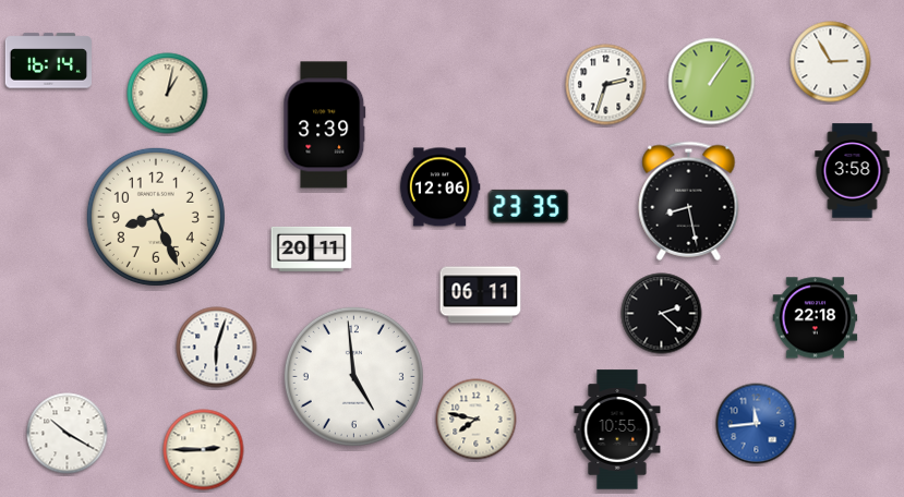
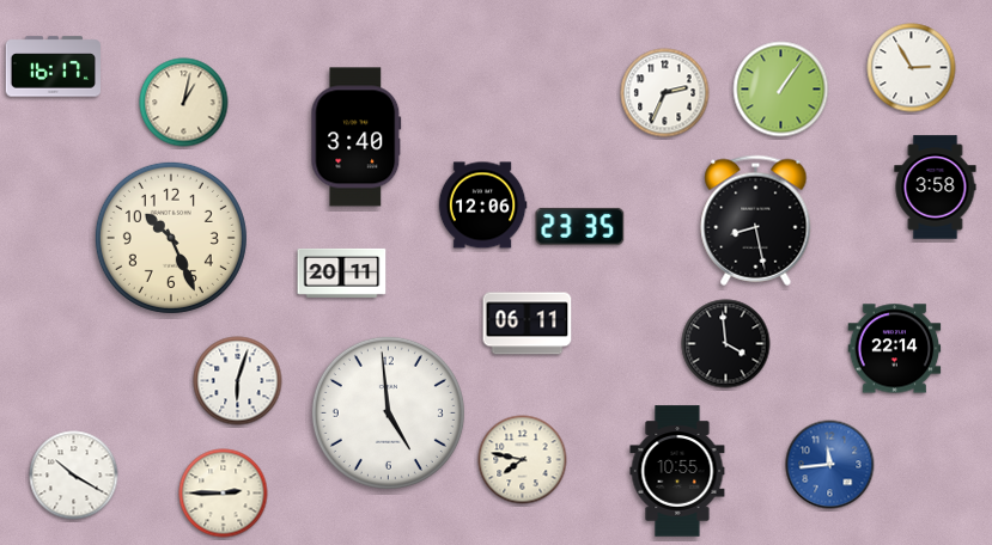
clock at (49, 61): 16:14 -> 16:17
clock at (606, 85): 2:33 -> 2:34
clock at (325, 125): 3:39 -> 3:40
clock at (156, 217): 8:26 -> 10:26
clock at (662, 314): 2:22 -> 3:59
clock at (816, 318): 22:18 -> 22:14
